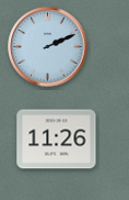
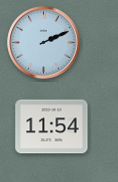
clock at (57, 140): 11:26 -> 11:54
